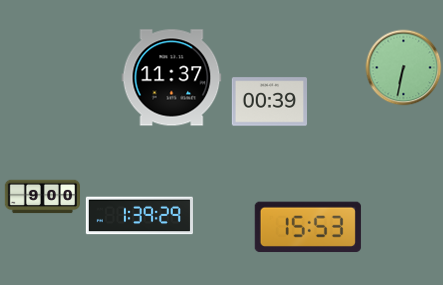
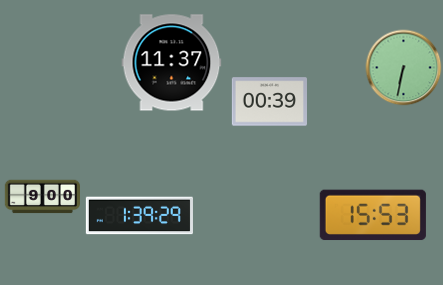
clock at (172, 78) position: (172, 78) -> (172, 63)
clock at (308, 227) position: (308, 227) -> (373, 215)
